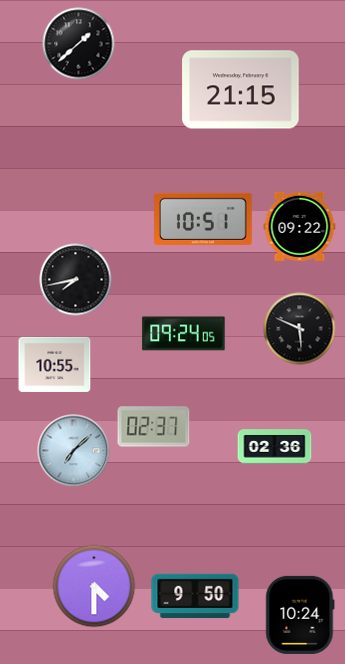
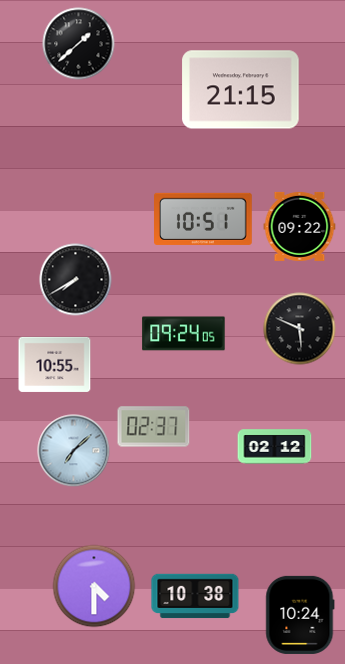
clock at (76, 280): 7:43 -> 7:40
clock at (275, 447): 02:36 -> 02:12
clock at (195, 596): 9:50 -> 10:38
